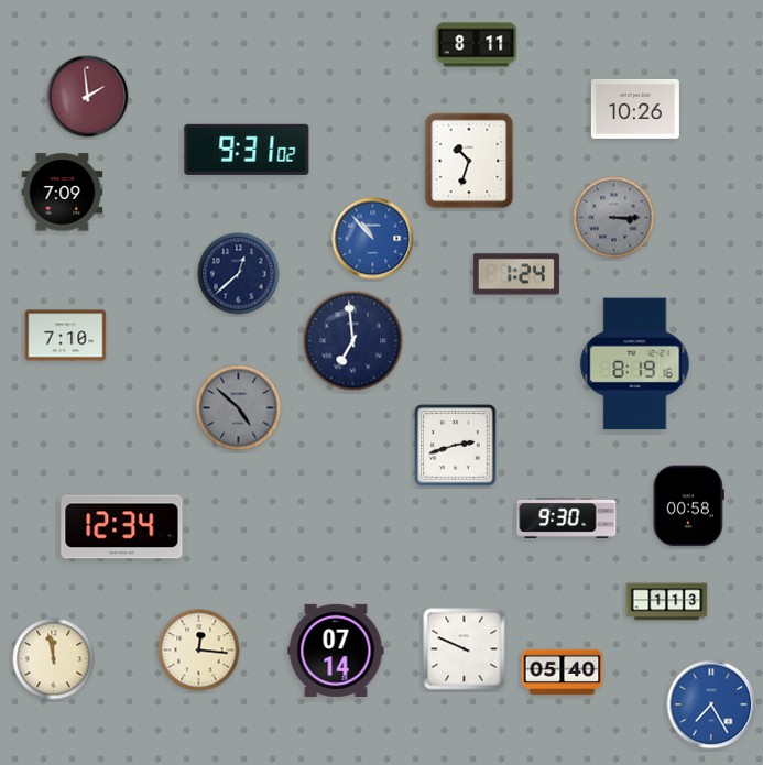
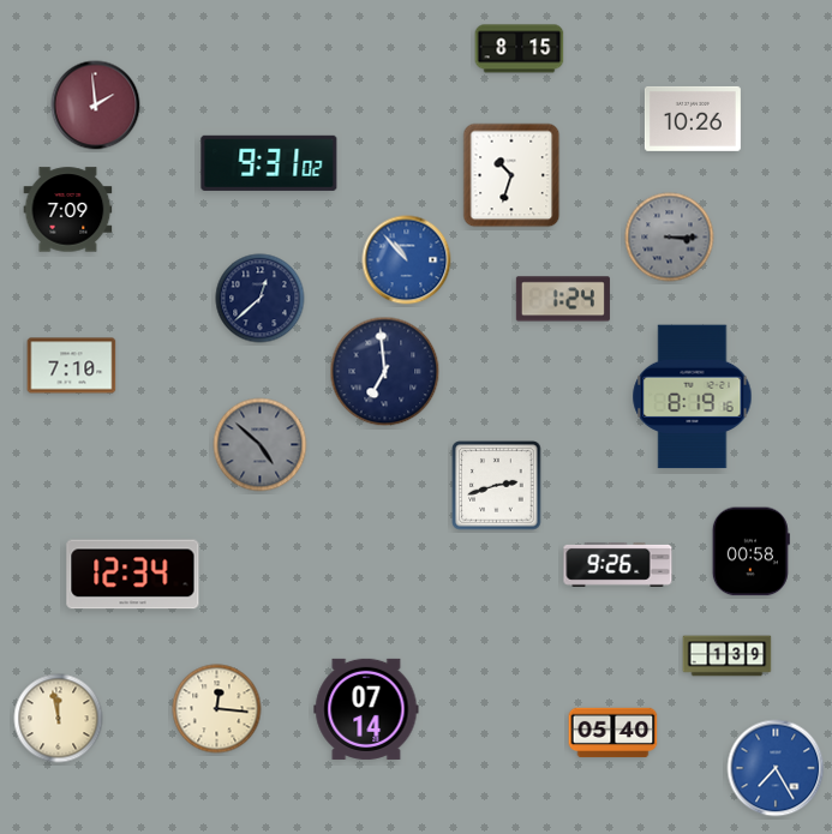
clock at (477, 45): 8:11 -> 8:15
clock at (567, 517): 9:30 -> 9:26
clock at (667, 602): 1:13 -> 1:39
clock at (465, 649): 9:49 -> none
